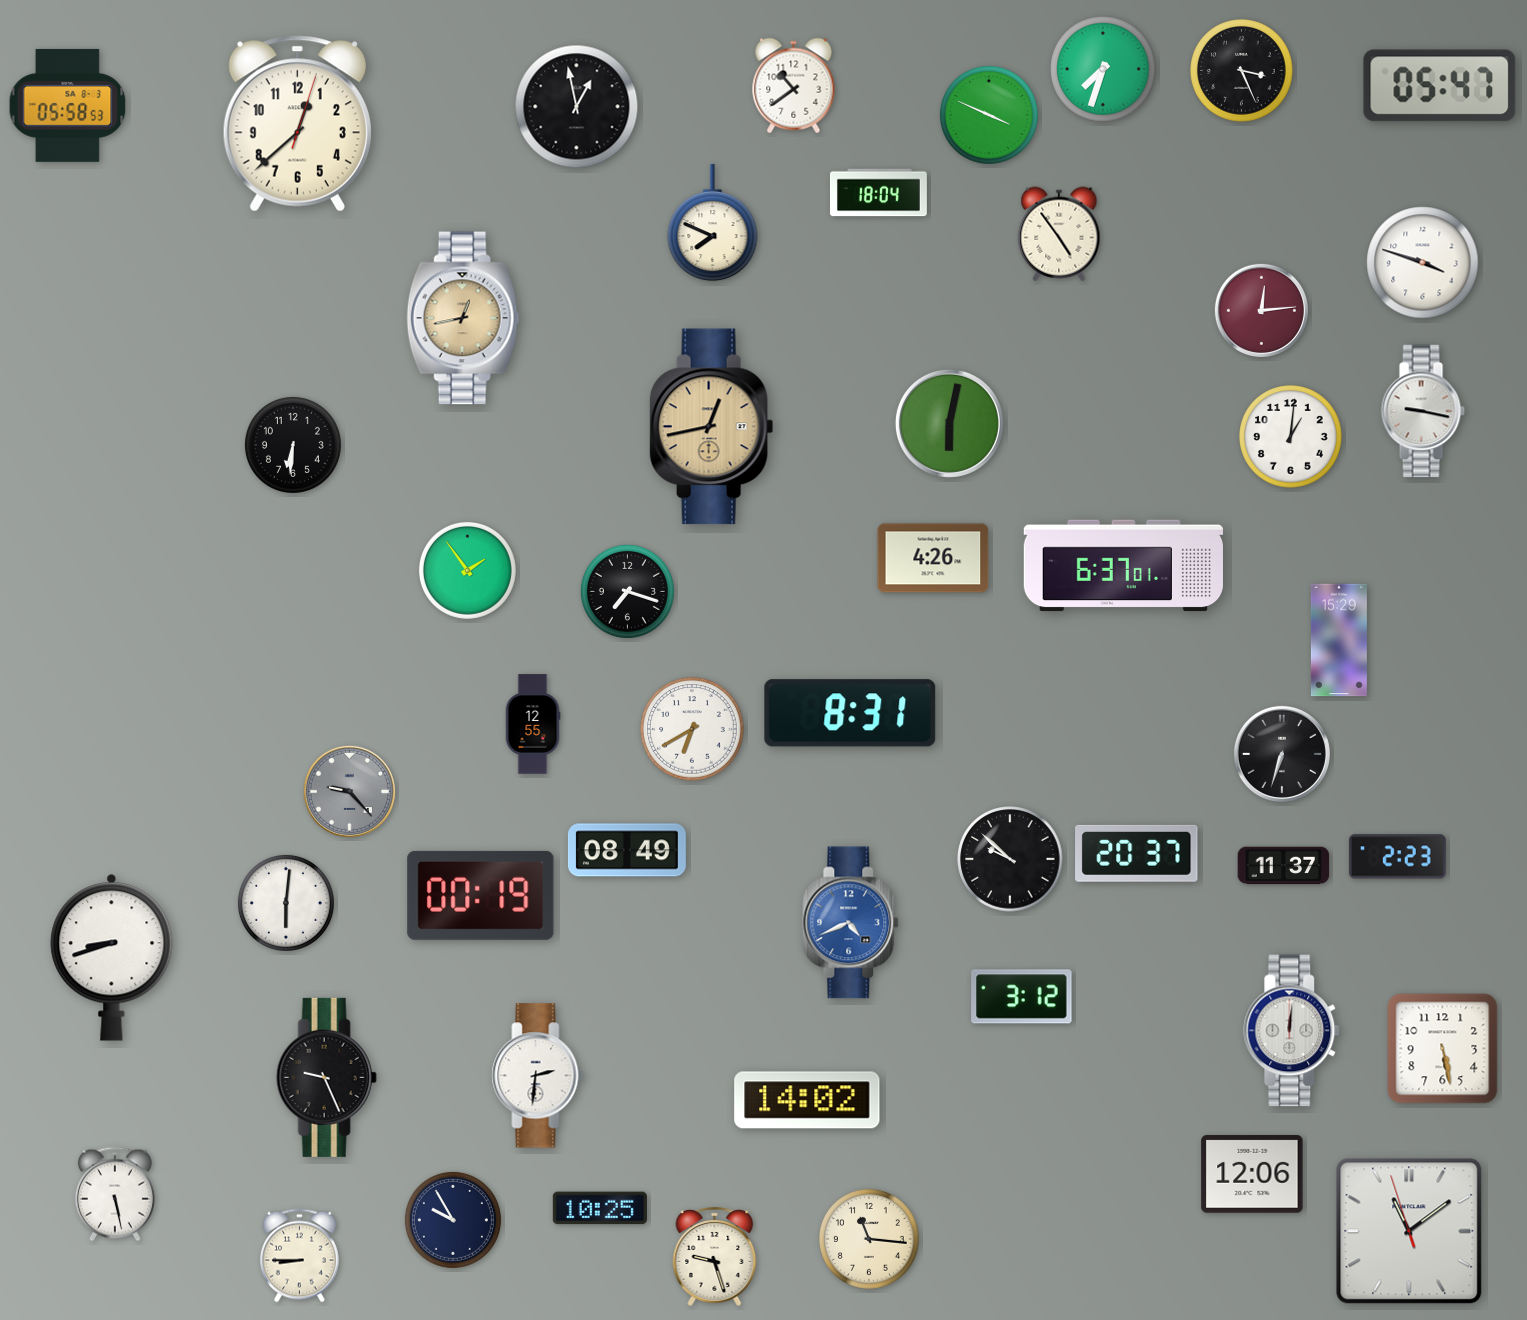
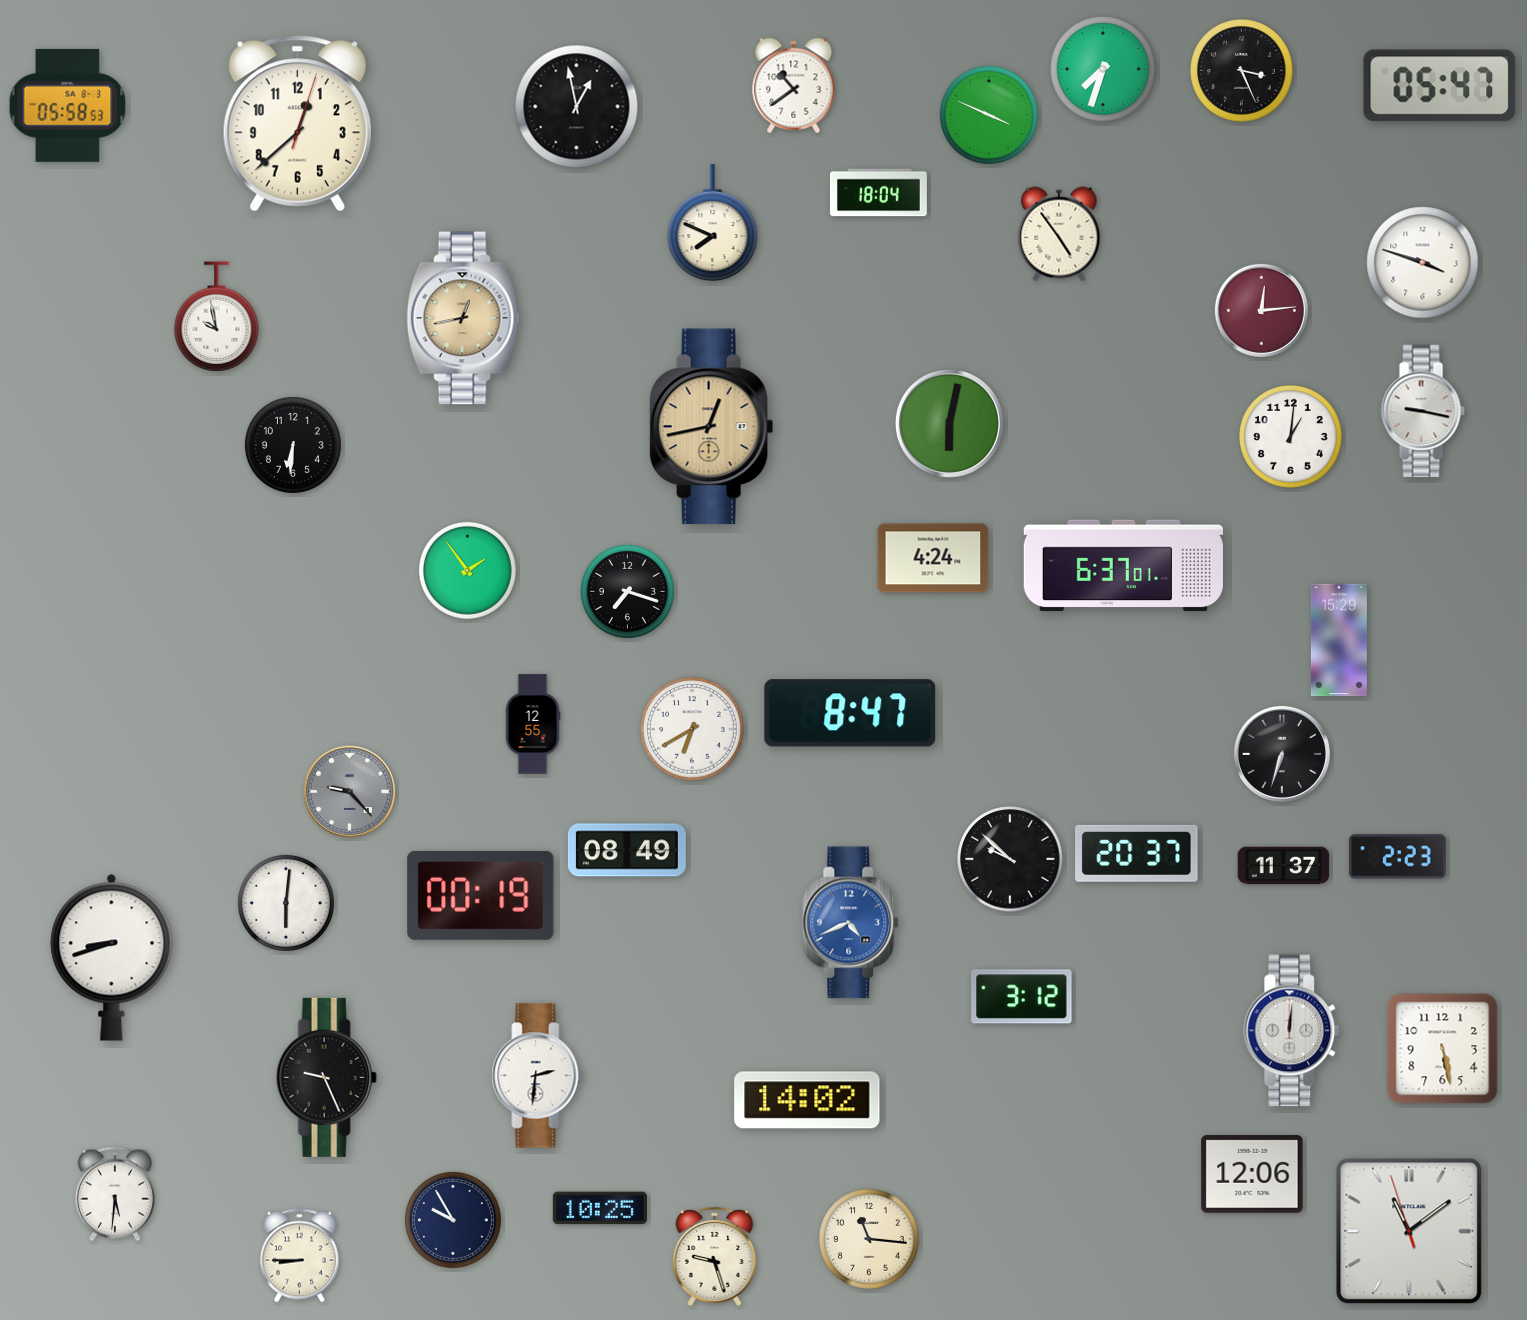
clock at (217, 317): none -> 9:58
clock at (933, 558): 4:26 -> 4:24
clock at (850, 713): 8:31 -> 8:47
clock at (115, 1194): 5:28 -> 5:31
